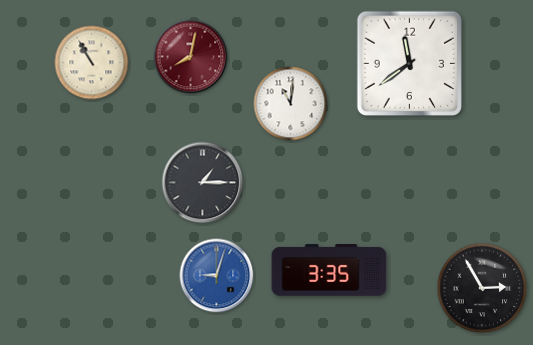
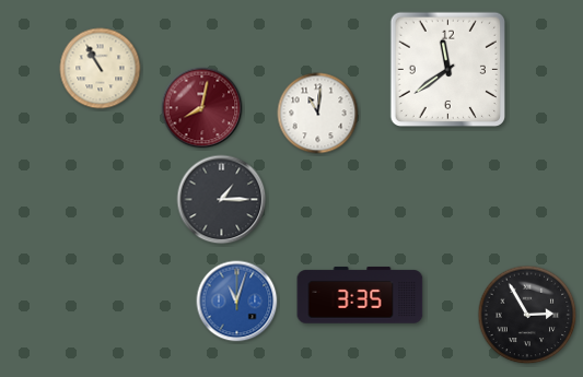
clock at (191, 57) position: (191, 57) -> (202, 108)
clock at (217, 276): 9:03 -> 11:03
